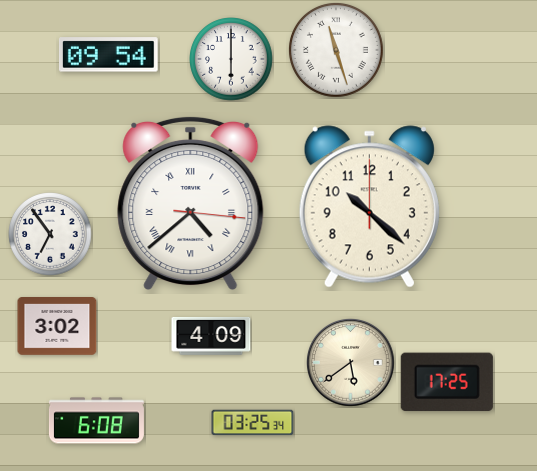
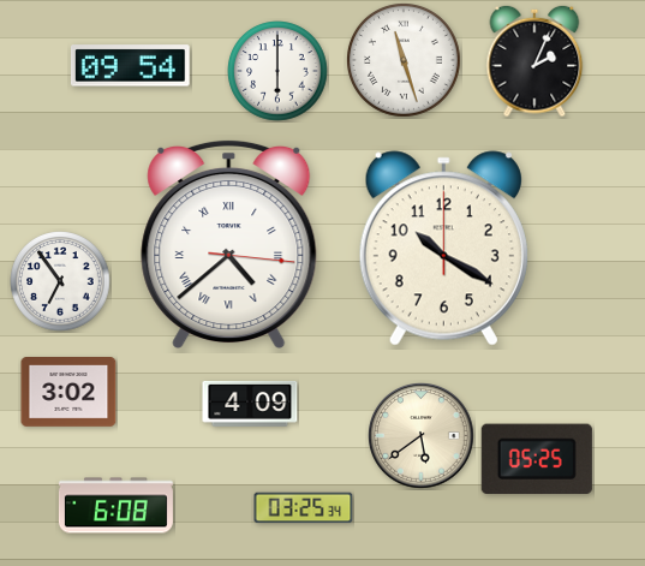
clock at (534, 61): none -> 2:04
clock at (369, 207): 10:22 -> 10:20
clock at (211, 336) position: (211, 336) -> (250, 404)
clock at (447, 382): 17:25 -> 05:25
